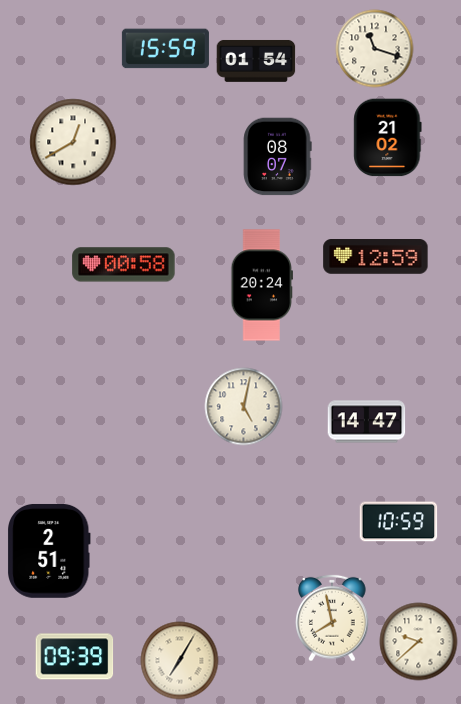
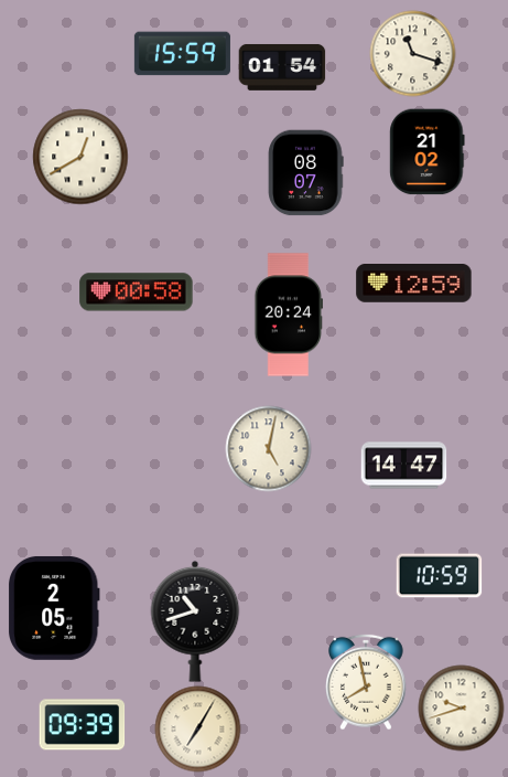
clock at (49, 551): 2:51 -> 2:05
clock at (195, 621): none -> 10:42
clock at (418, 641): 9:38 -> 9:42
